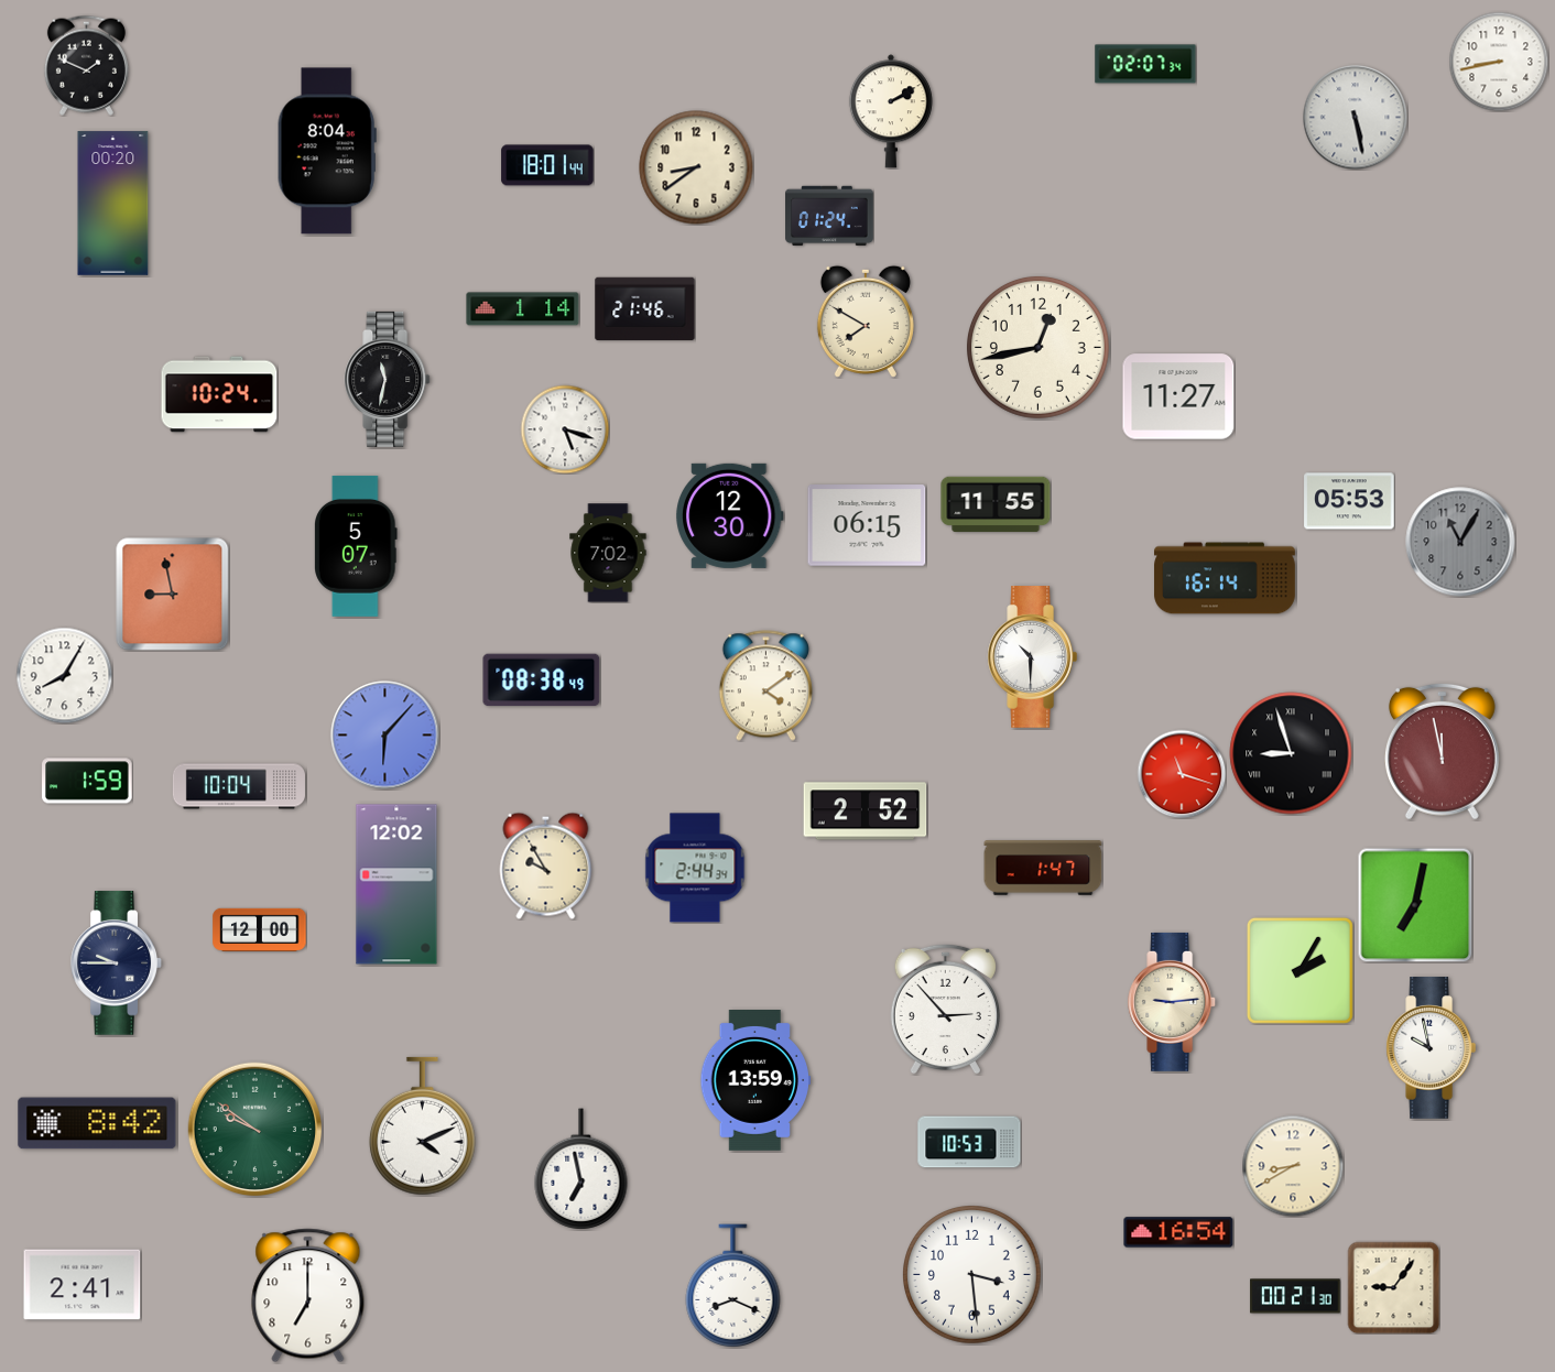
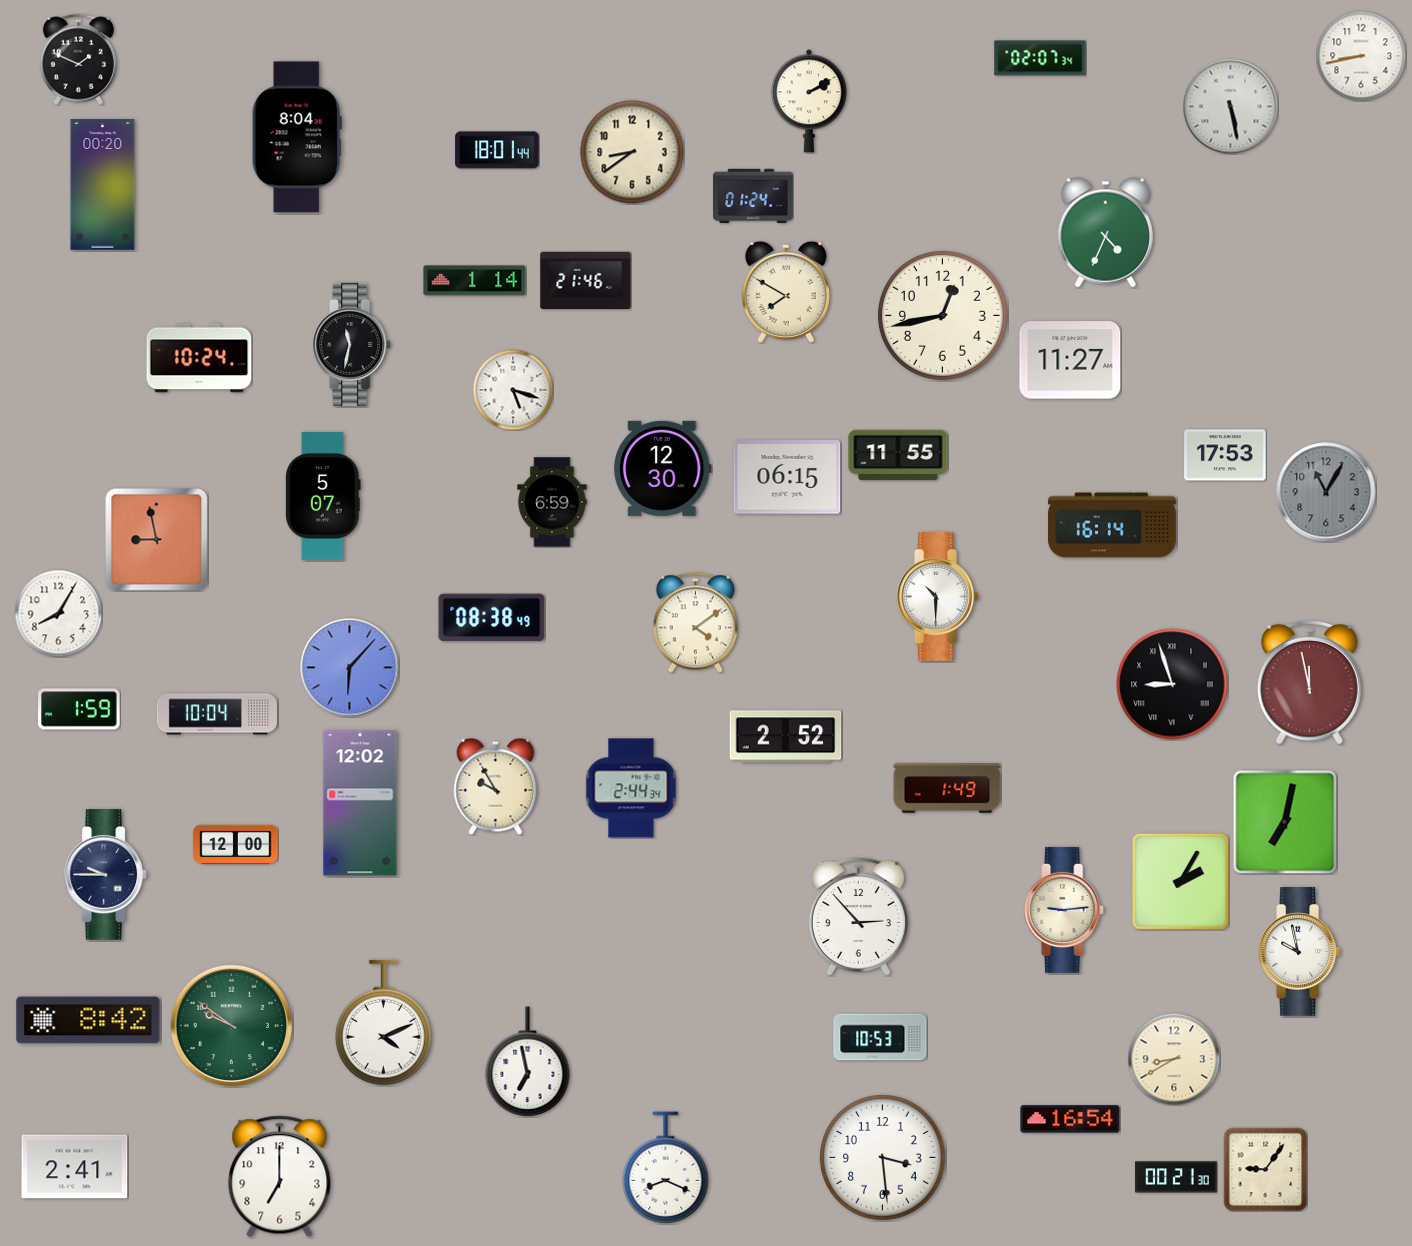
clock at (1105, 233): none -> 4:34
clock at (1349, 501): 05:53 -> 17:53
clock at (996, 504) position: (996, 504) -> (898, 455)
clock at (608, 553): 7:02 -> 6:59
clock at (1182, 774): 11:18 -> none
clock at (1043, 868): 1:47 -> 1:49
clock at (755, 1081): 13:59 -> none
